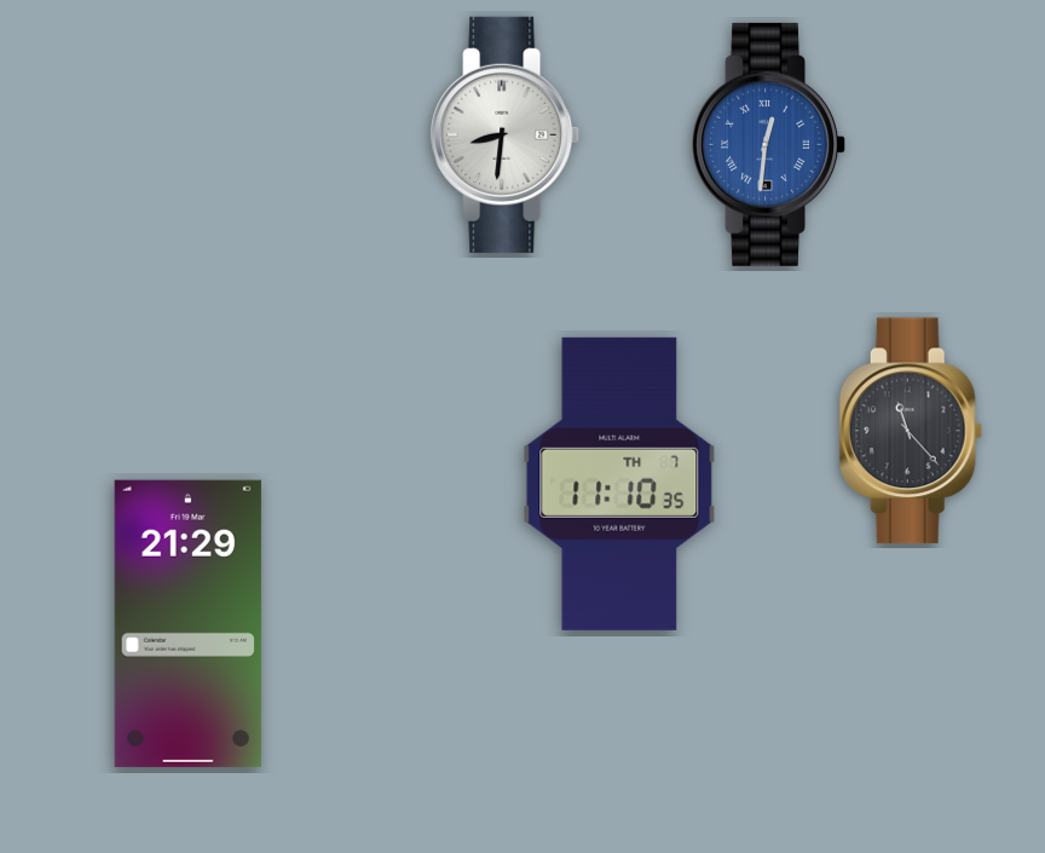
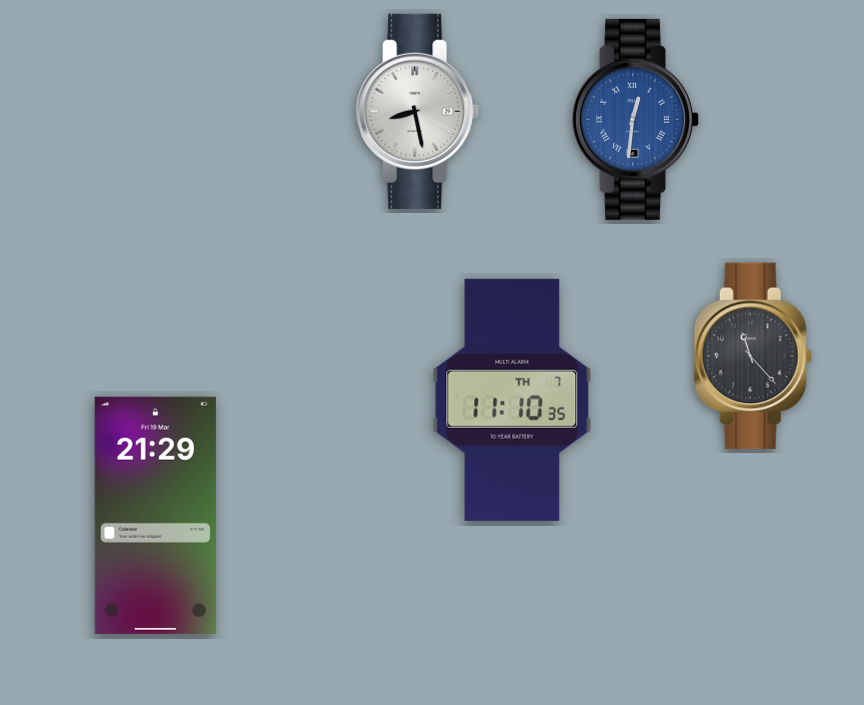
clock at (506, 134): 8:31 -> 8:28
